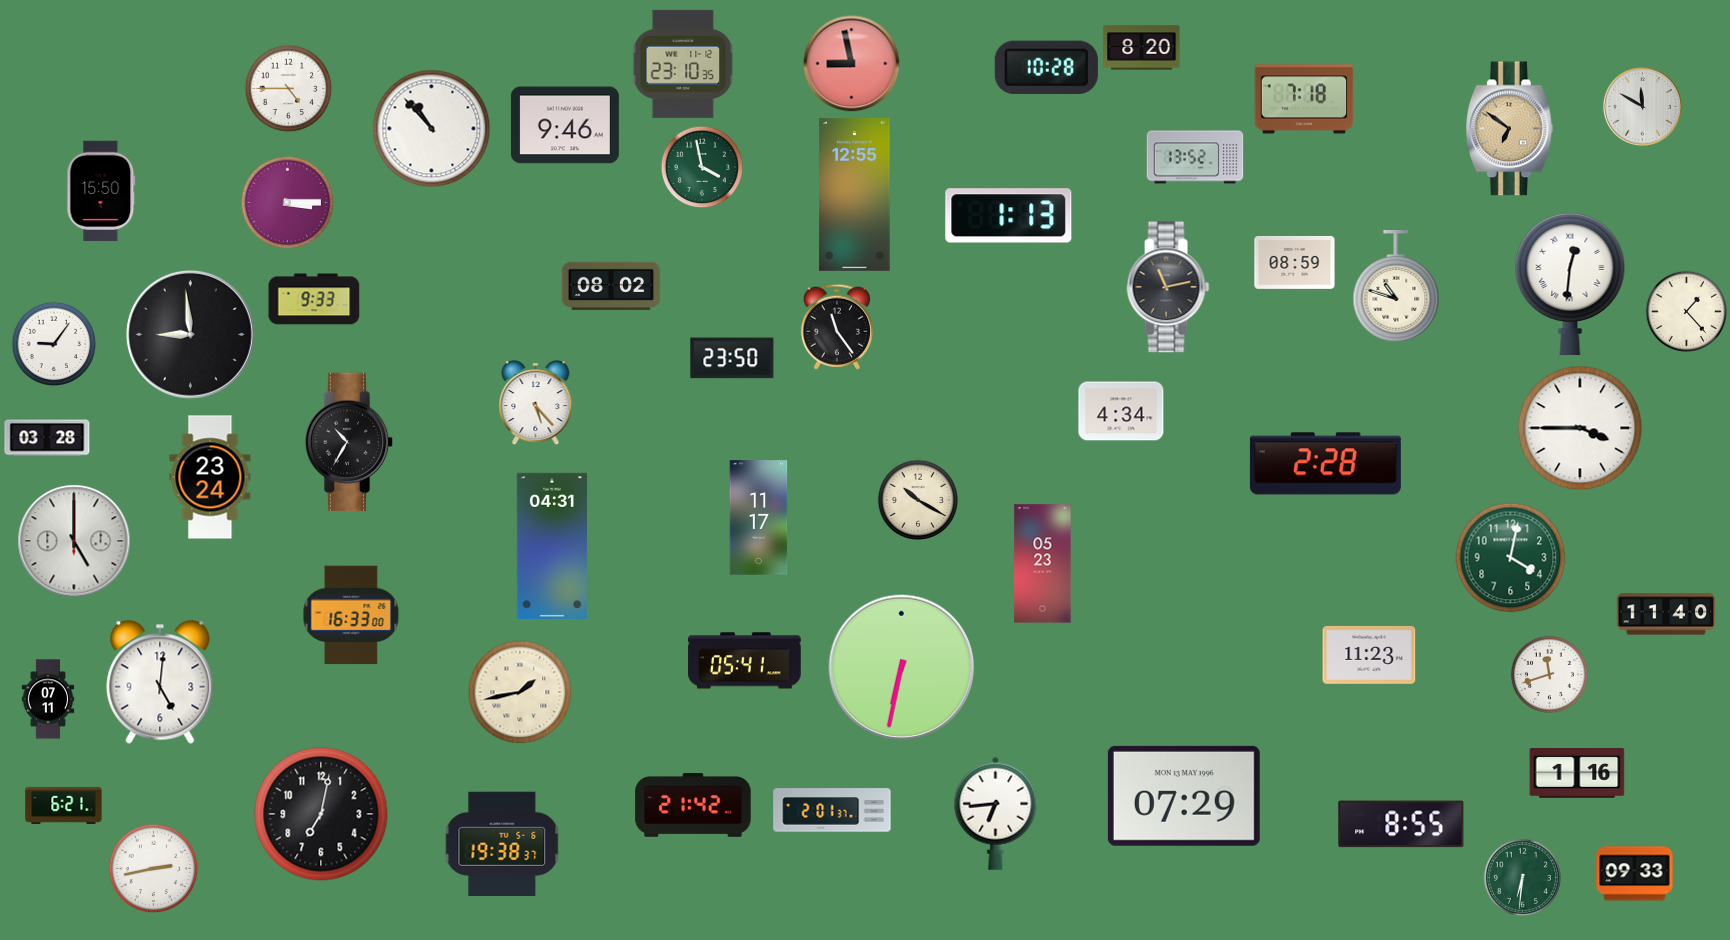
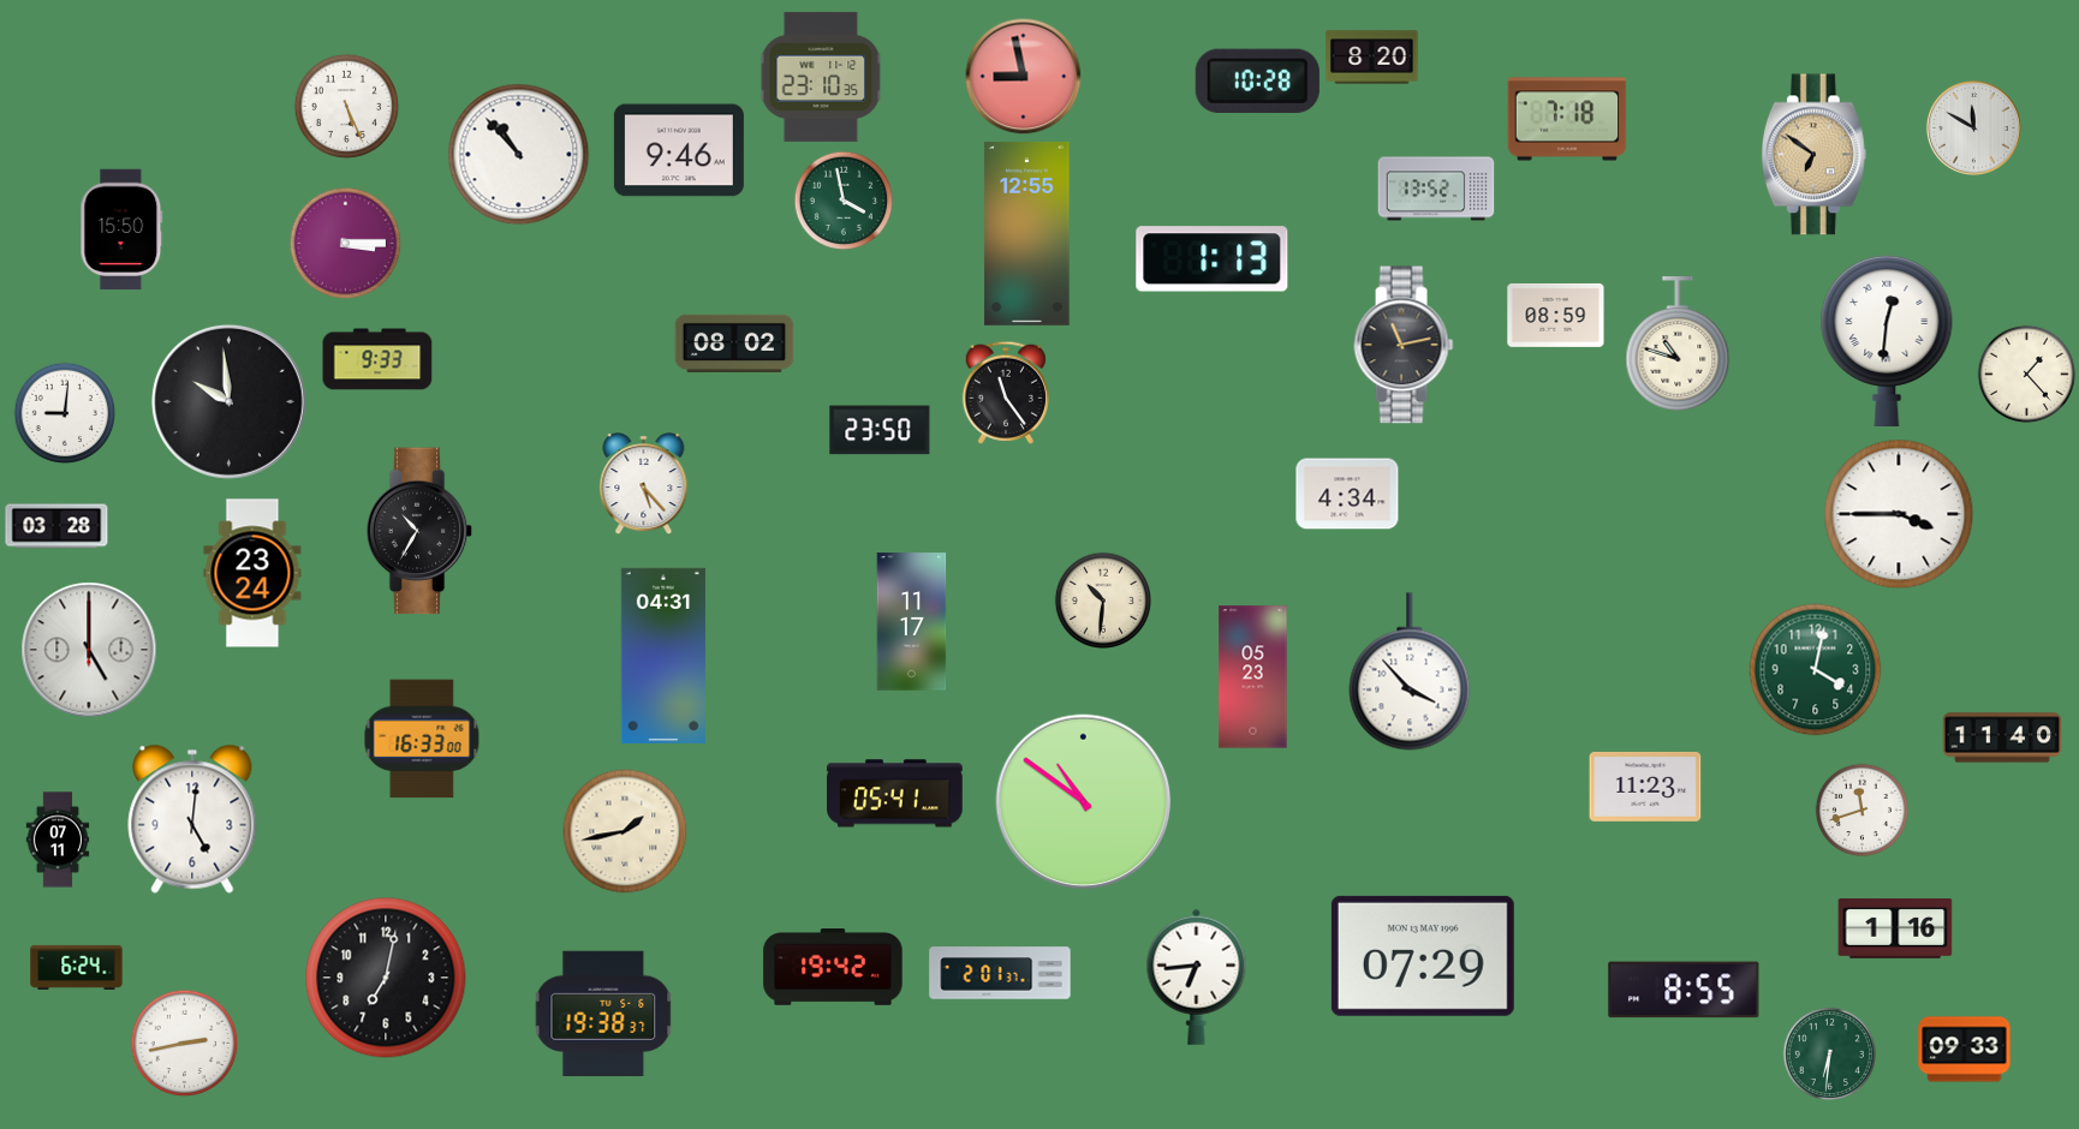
clock at (288, 88): 4:45 -> 5:26
clock at (190, 334): 8:59 -> 9:59
clock at (54, 344): 9:06 -> 9:01
clock at (1325, 464): 2:28 -> none
clock at (917, 499): 10:20 -> 10:31
clock at (1410, 671): none -> 3:53
clock at (902, 668): 6:32 -> 10:51
clock at (64, 805): 6:21 -> 6:24
clock at (693, 805): 21:42 -> 19:42
